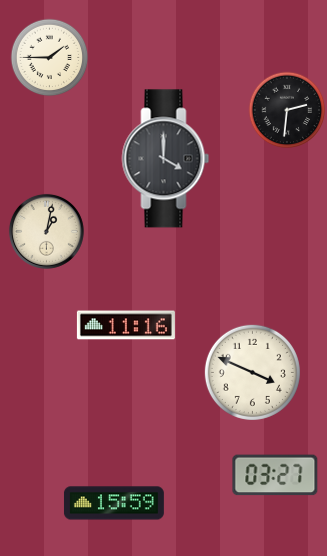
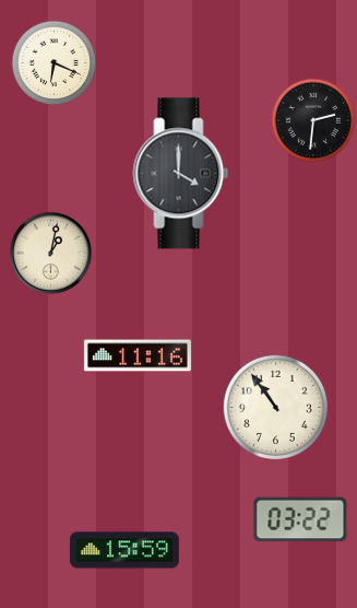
clock at (50, 58): 1:45 -> 6:19
clock at (252, 372): 3:49 -> 10:54
clock at (275, 475): 03:27 -> 03:22
